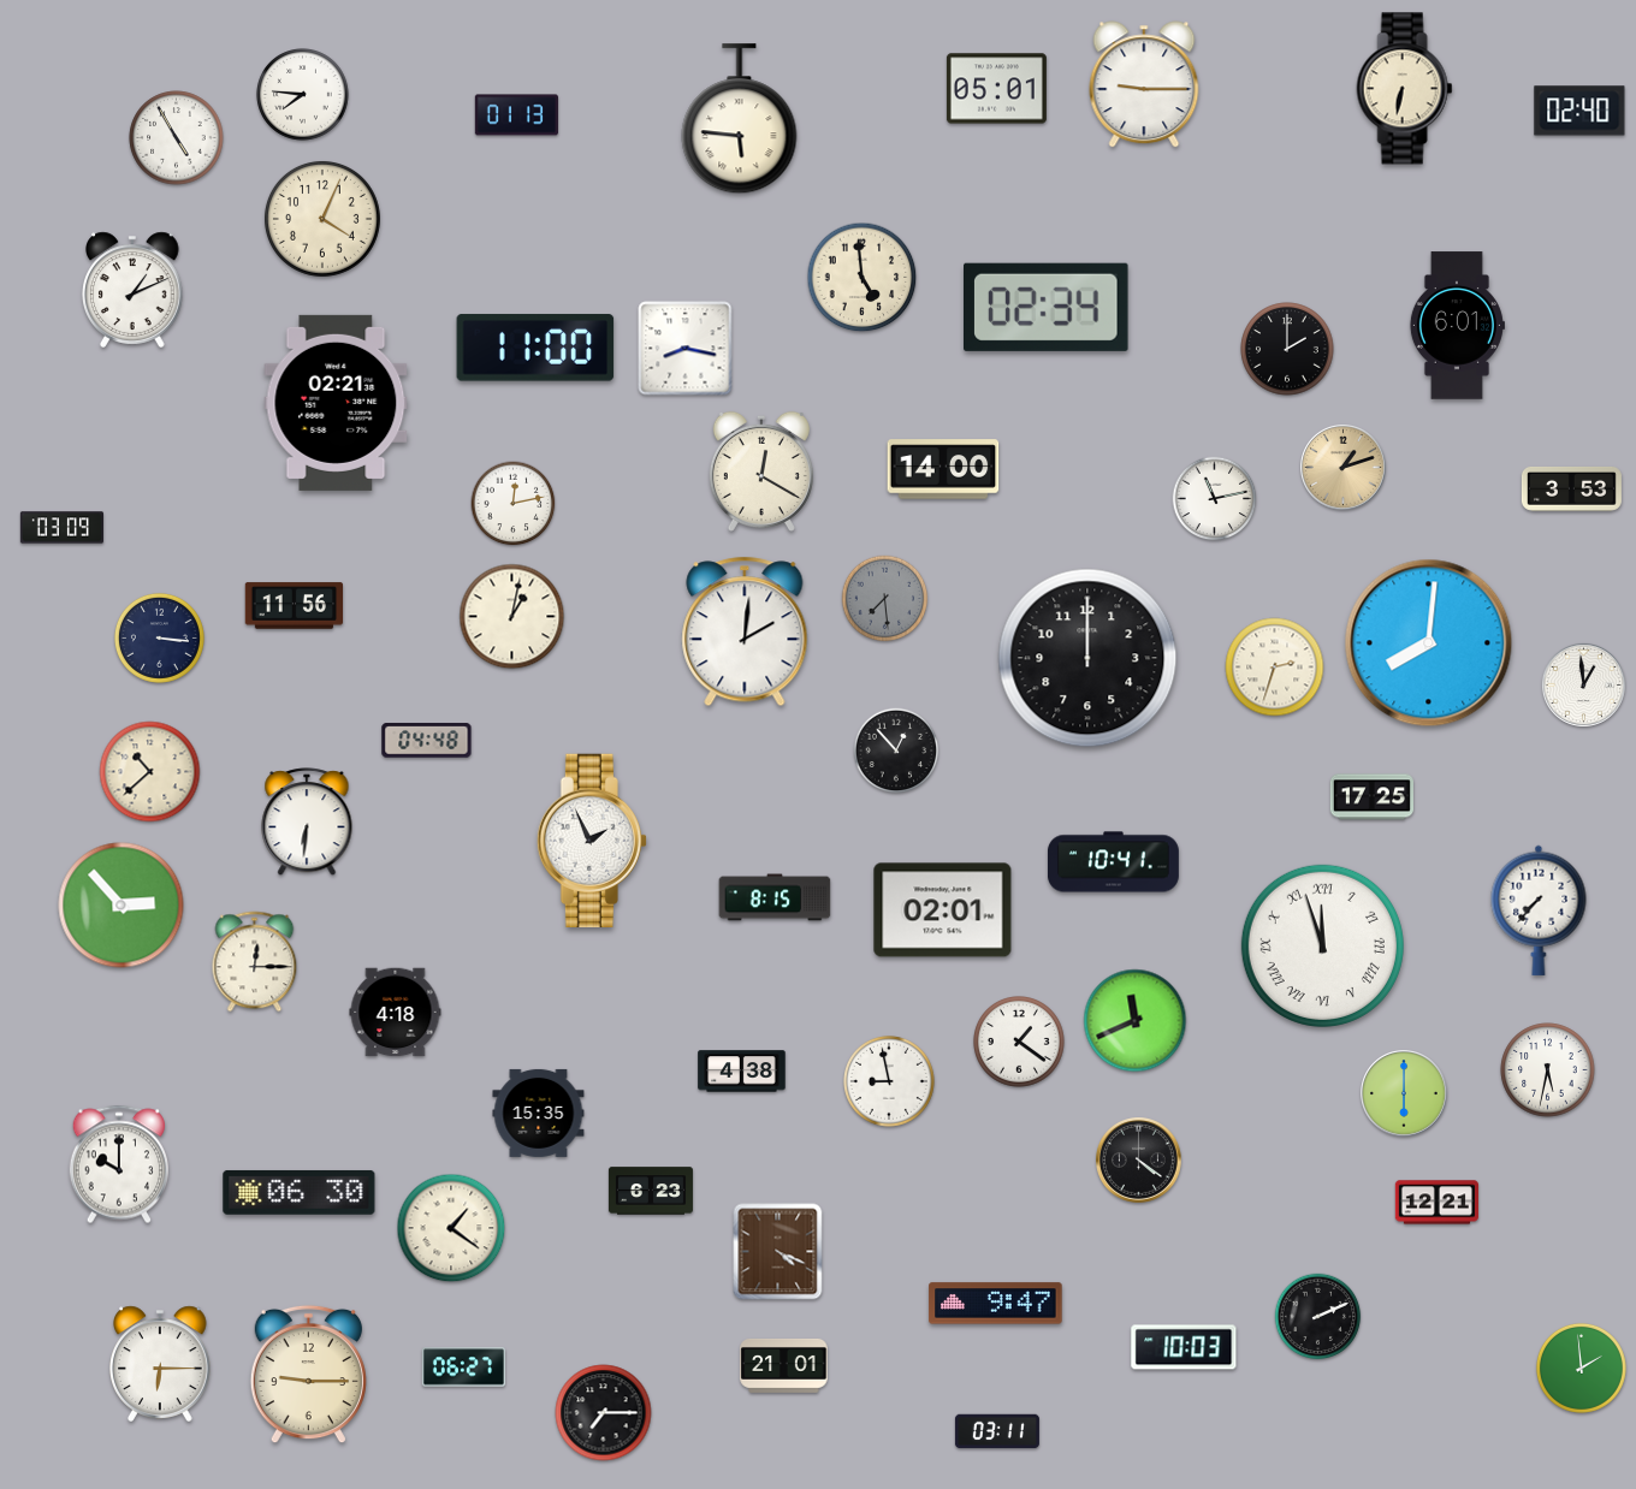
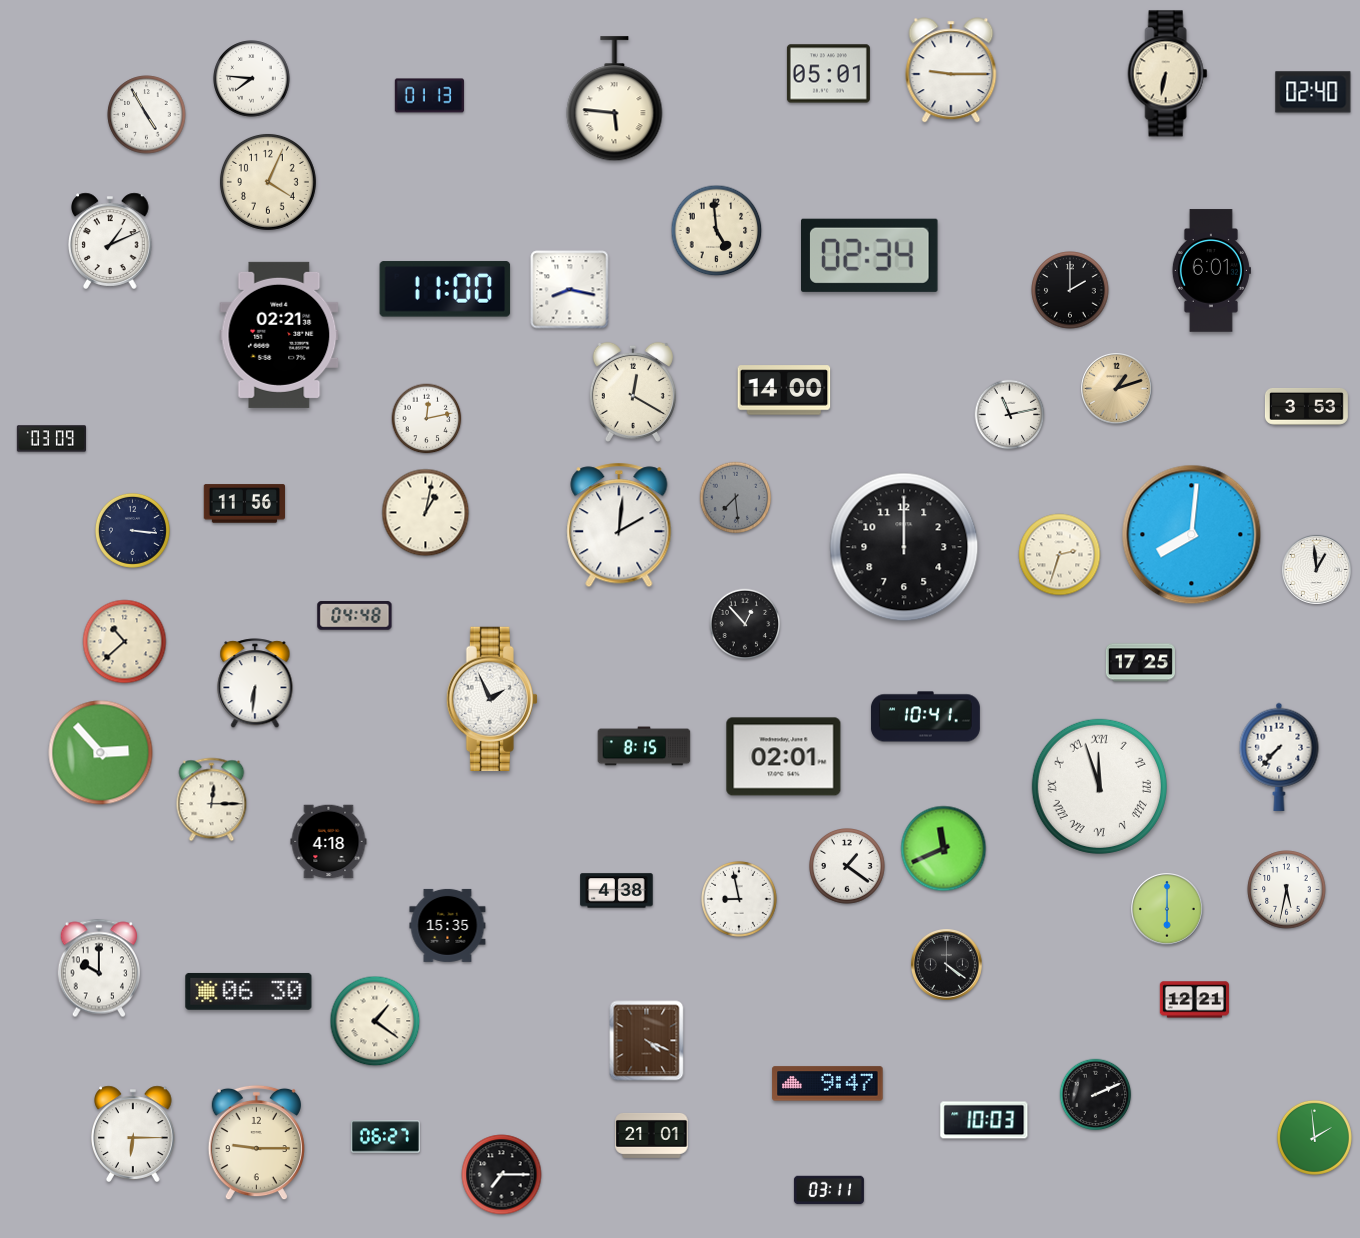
clock at (1429, 643) position: (1429, 643) -> (1192, 535)
clock at (651, 1191): 6:23 -> none
